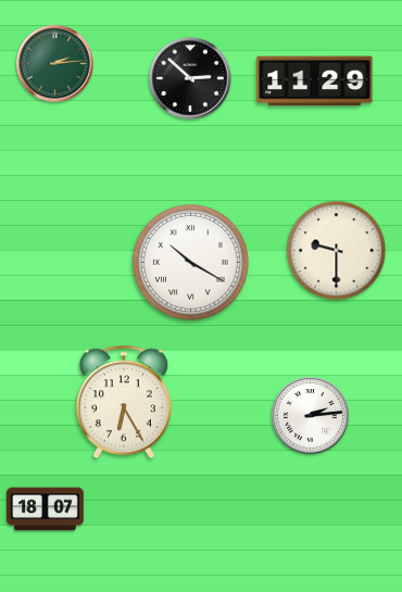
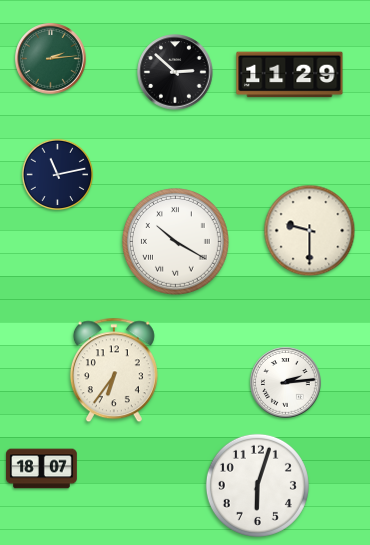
clock at (58, 175): none -> 11:13
clock at (124, 402): 6:25 -> 6:36
clock at (257, 485): none -> 6:03
